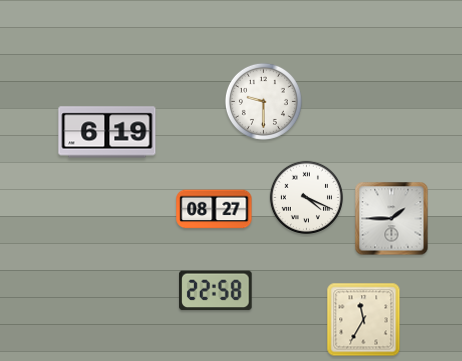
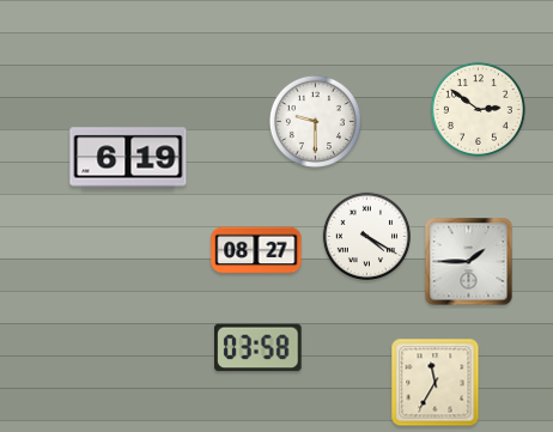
clock at (478, 109): none -> 2:51
clock at (306, 198): 4:19 -> 4:20
clock at (216, 291): 22:58 -> 03:58
